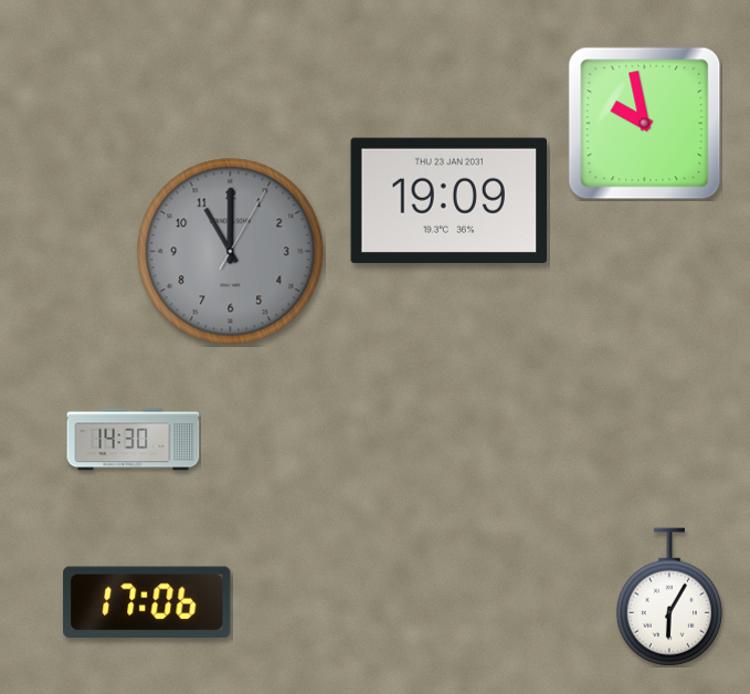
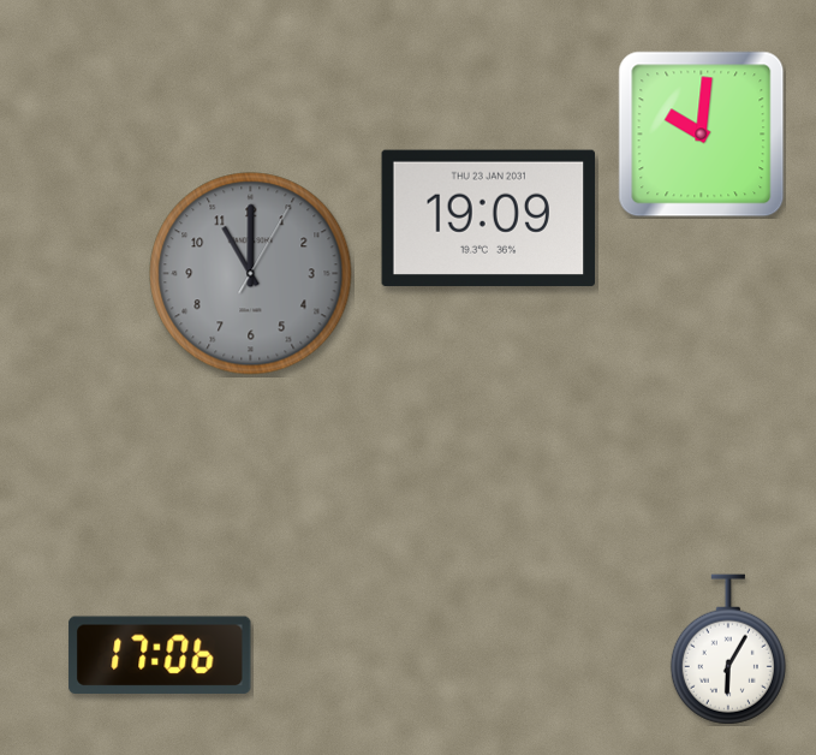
clock at (645, 124): 9:58 -> 10:01
clock at (134, 440): 14:30 -> none
